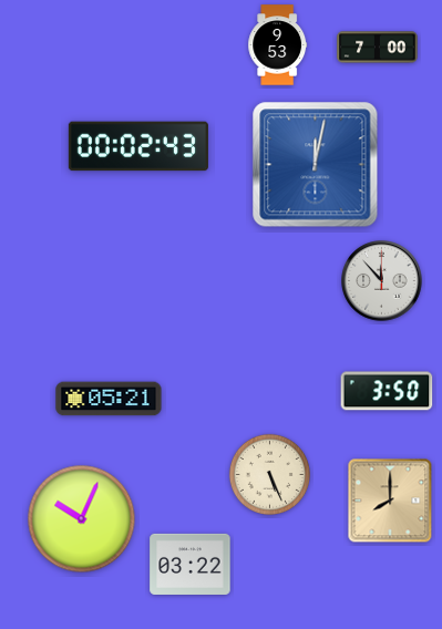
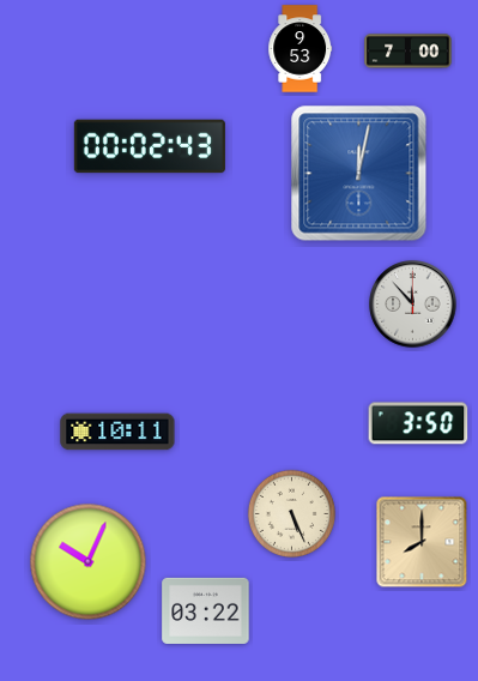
clock at (138, 146) position: (138, 146) -> (150, 146)
clock at (316, 165) position: (316, 165) -> (359, 174)
clock at (109, 399): 05:21 -> 10:11
